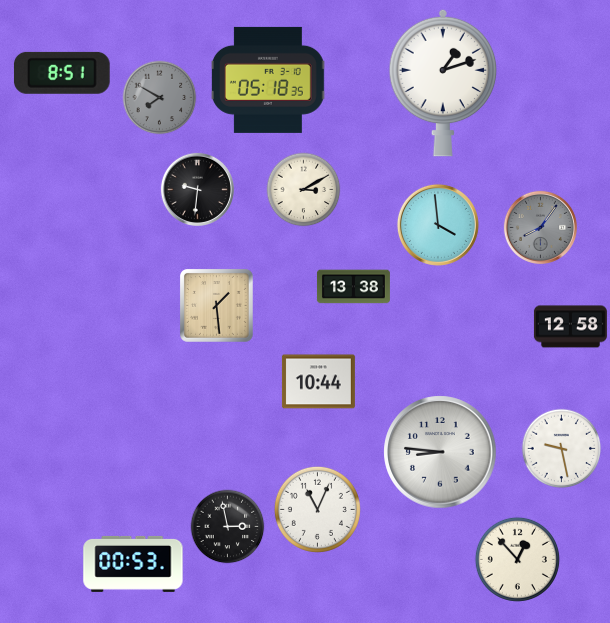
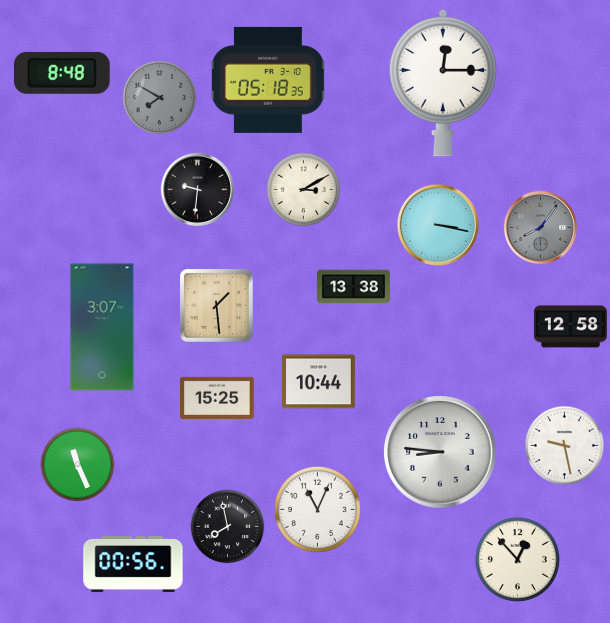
clock at (62, 73): 8:51 -> 8:48
clock at (443, 83): 1:12 -> 12:15
clock at (438, 225): 3:59 -> 3:17
clock at (102, 327): none -> 3:07
clock at (218, 398): none -> 15:25
clock at (562, 449) position: (562, 449) -> (565, 446)
clock at (78, 465): none -> 11:26
clock at (228, 527): 2:58 -> 7:58
clock at (133, 564): 00:53 -> 00:56
